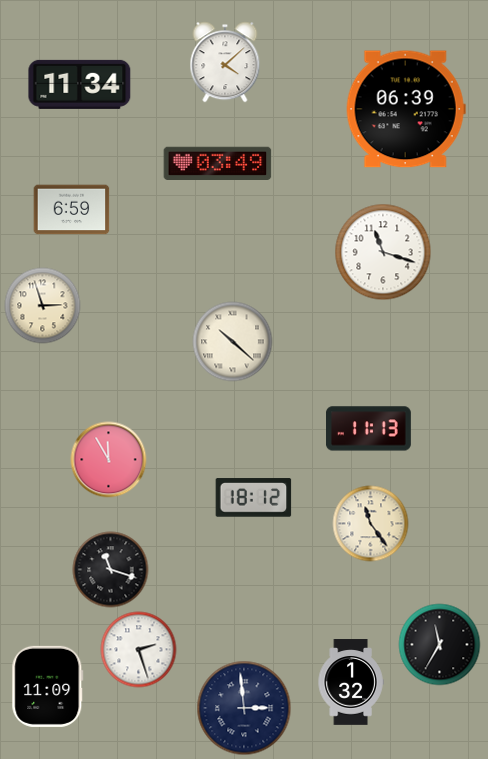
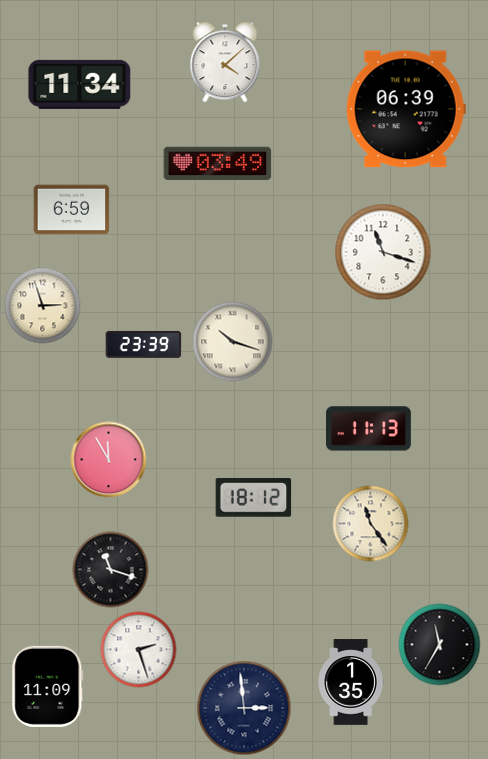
clock at (233, 342): 10:22 -> 10:18
clock at (144, 344): none -> 23:39
clock at (351, 682): 1:32 -> 1:35
